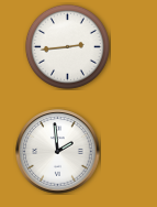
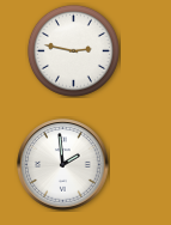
clock at (67, 46): 2:44 -> 2:47
